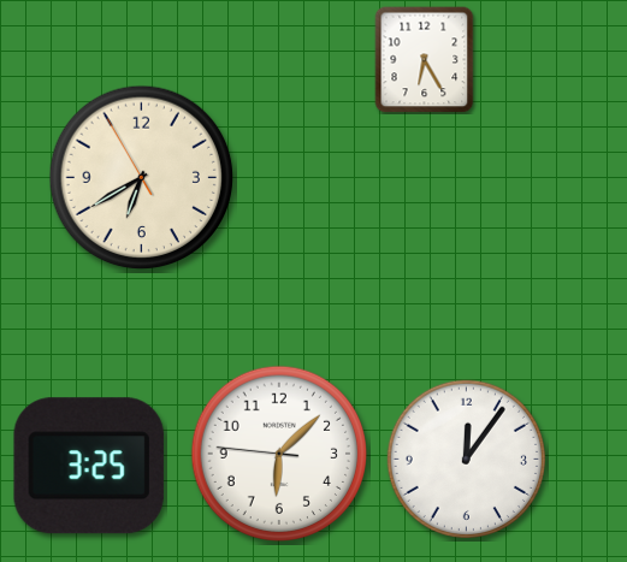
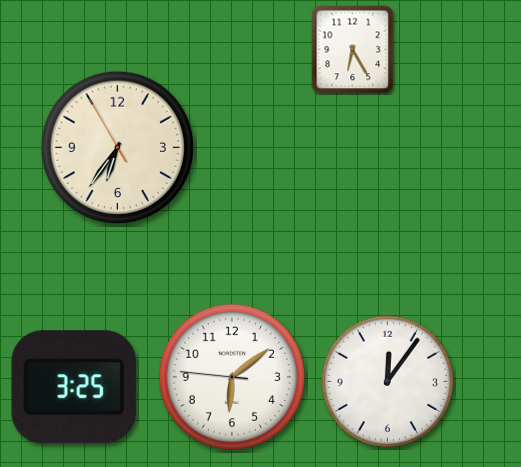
clock at (142, 178): 6:39 -> 6:35
clock at (278, 452): 6:07 -> 6:08
